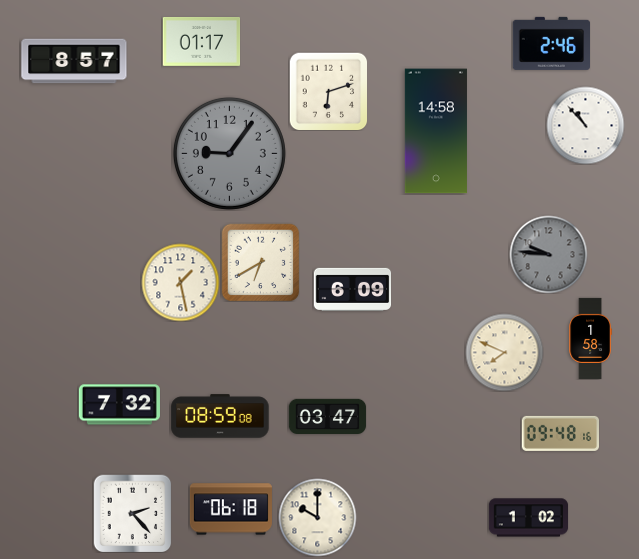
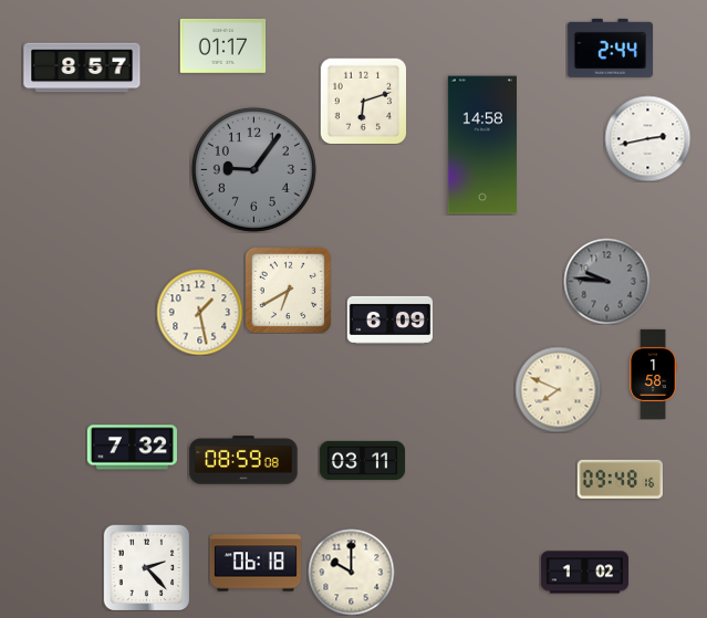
clock at (551, 43): 2:46 -> 2:44
clock at (585, 125): 10:53 -> 2:43
clock at (327, 416): 03:47 -> 03:11
